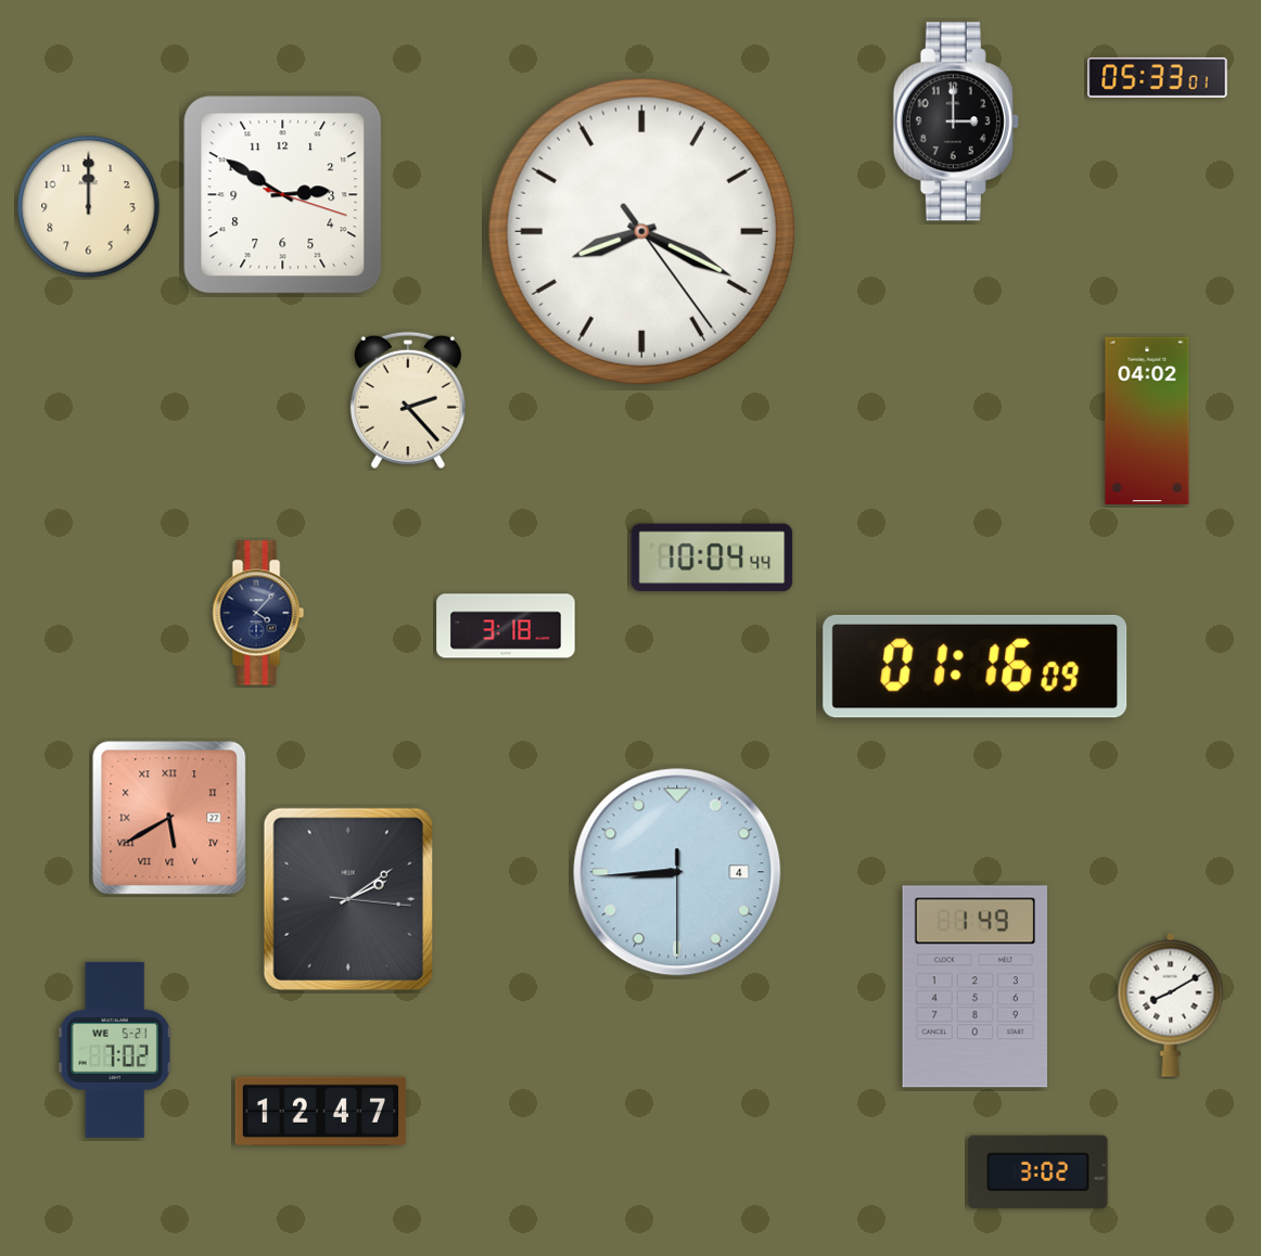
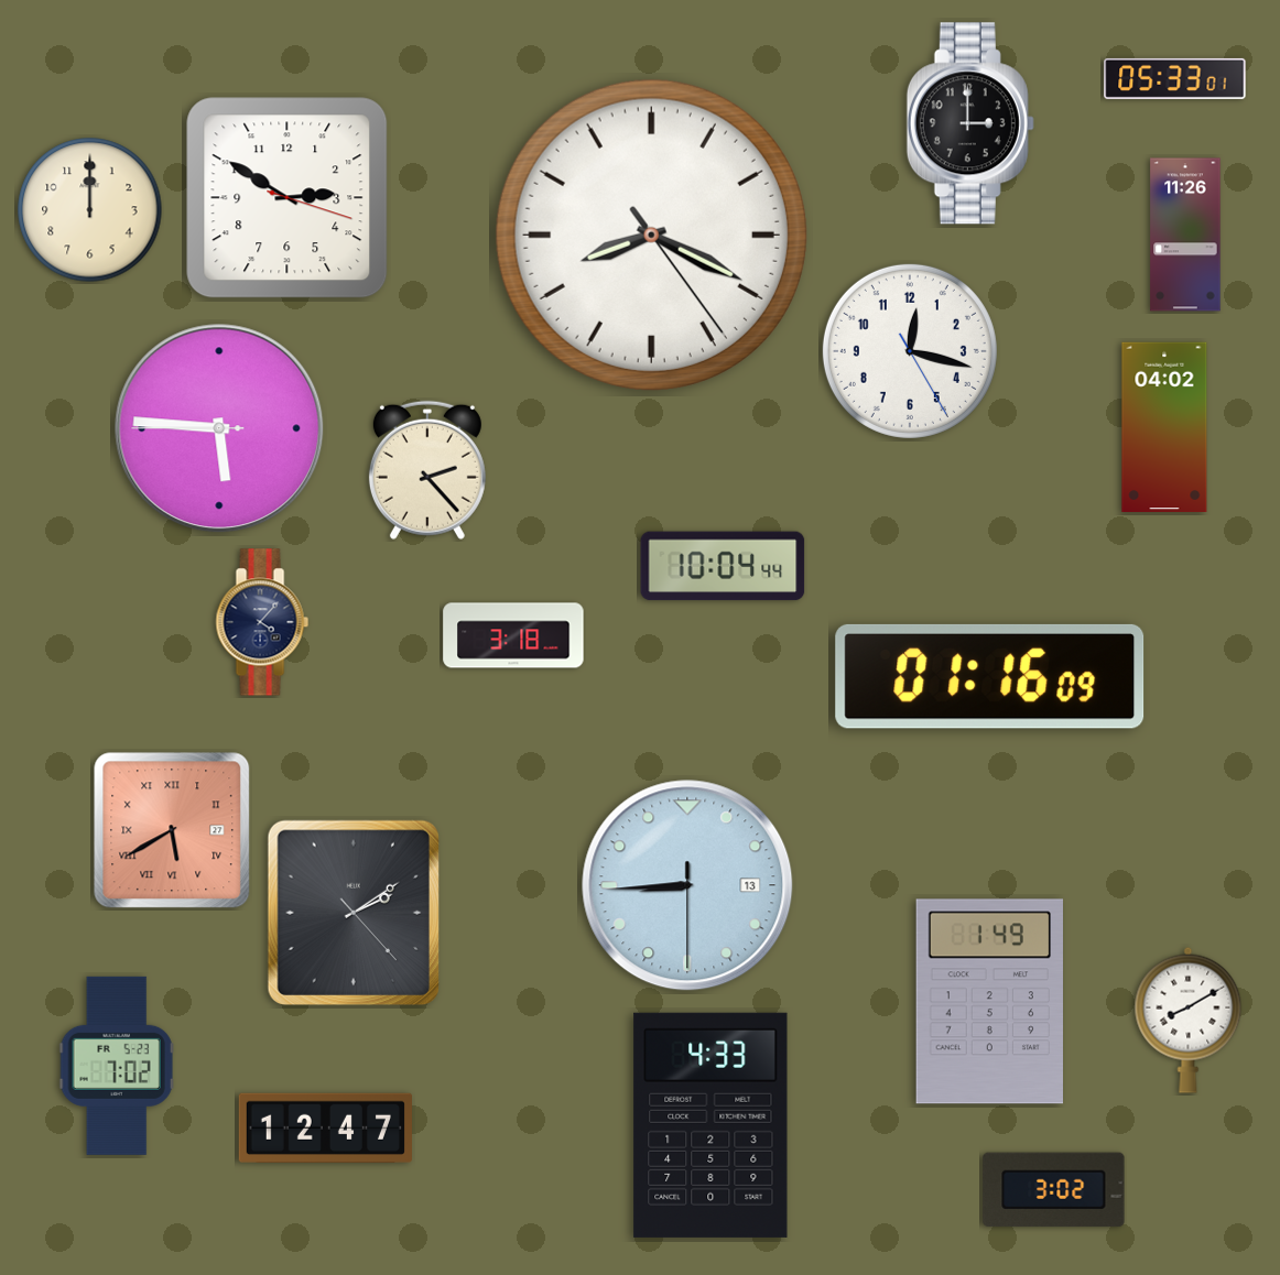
clock at (1185, 235): none -> 11:26
clock at (910, 351): none -> 12:17
clock at (408, 400) position: (408, 400) -> (427, 470)
clock at (219, 428): none -> 5:45
clock at (677, 872) date: 4 -> 13
clock at (348, 898): 2:09:16 -> 2:09:23
clock at (115, 1050) date: WE 5-21 -> FR 5-23
clock at (710, 1125): none -> 4:33
